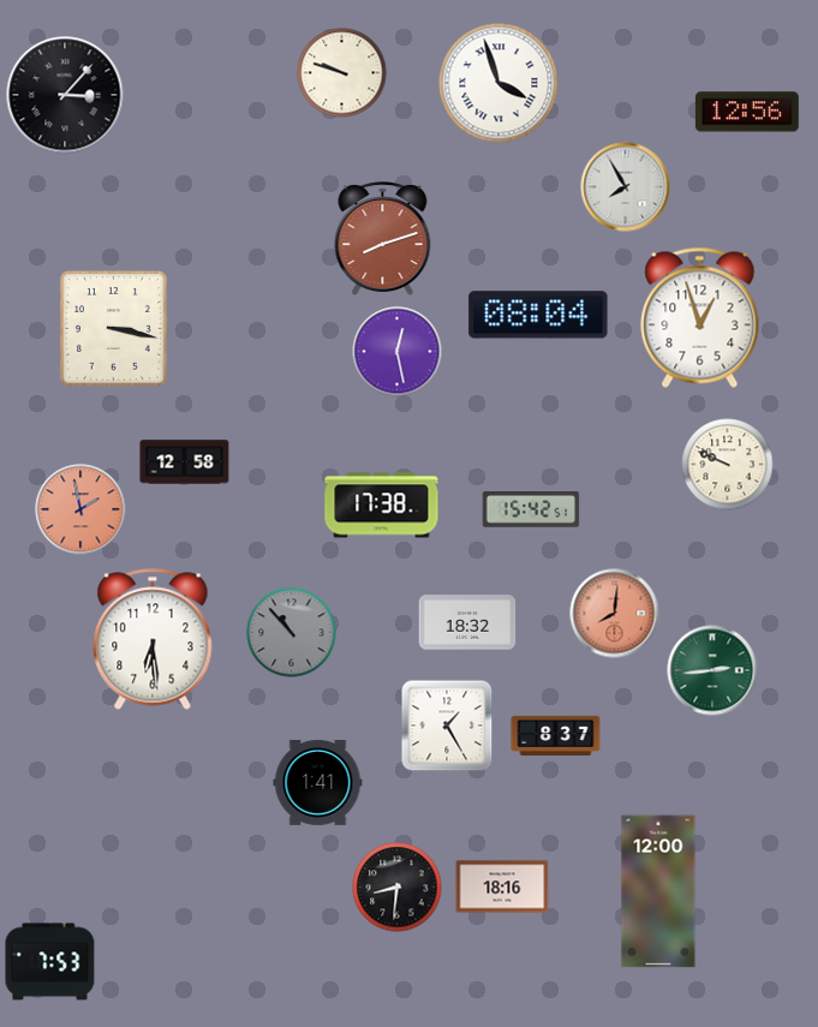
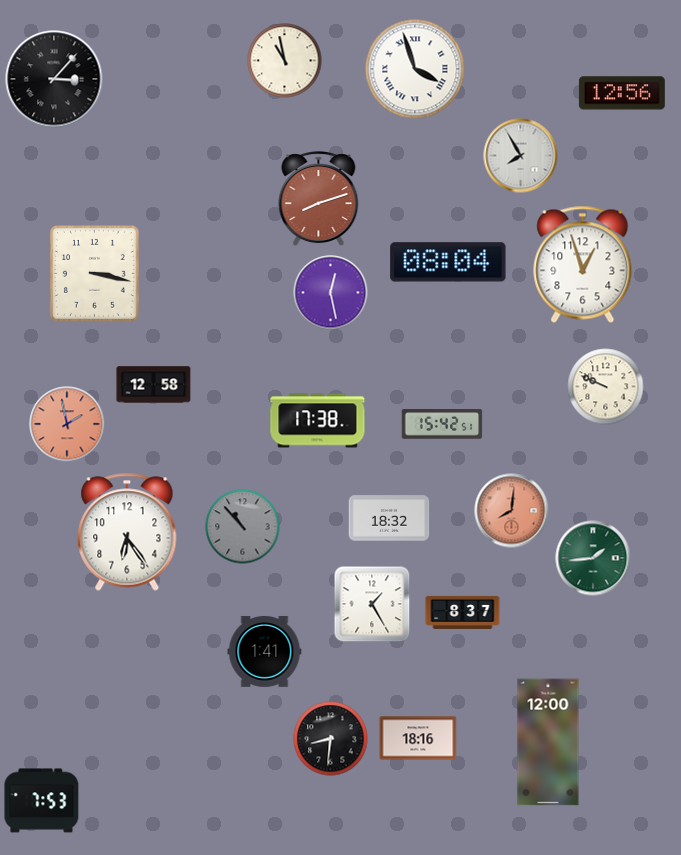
clock at (342, 73): 9:48 -> 10:58
clock at (153, 639): 6:29 -> 6:24
clock at (712, 670): 2:44 -> 1:44
